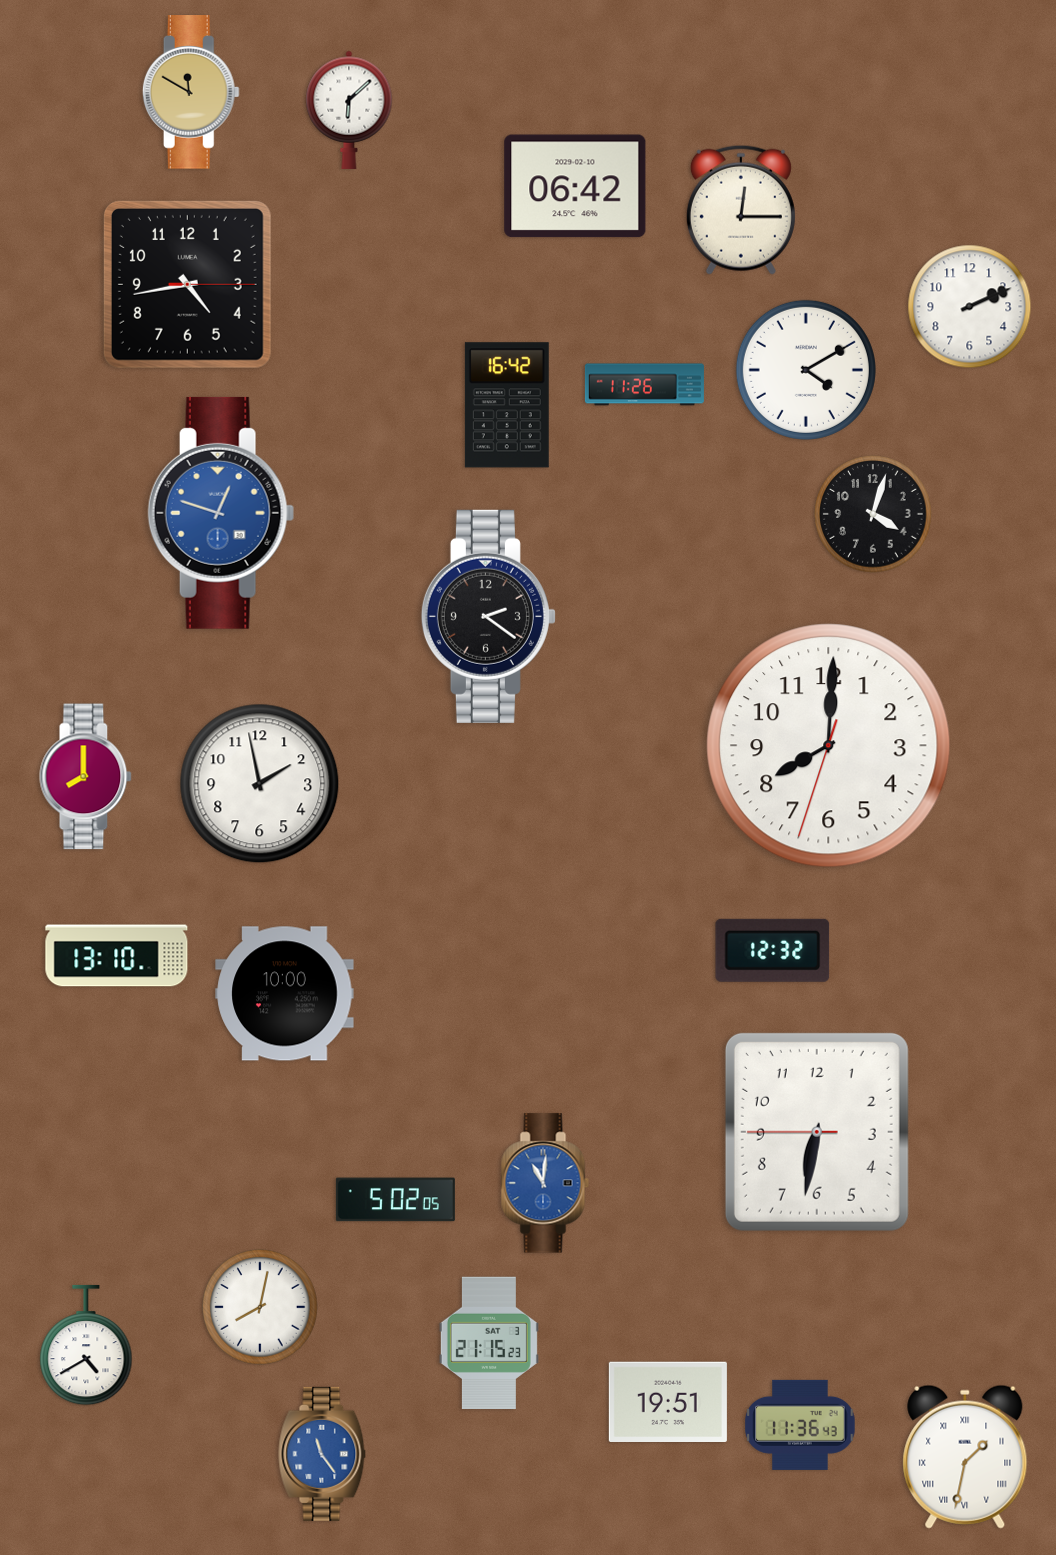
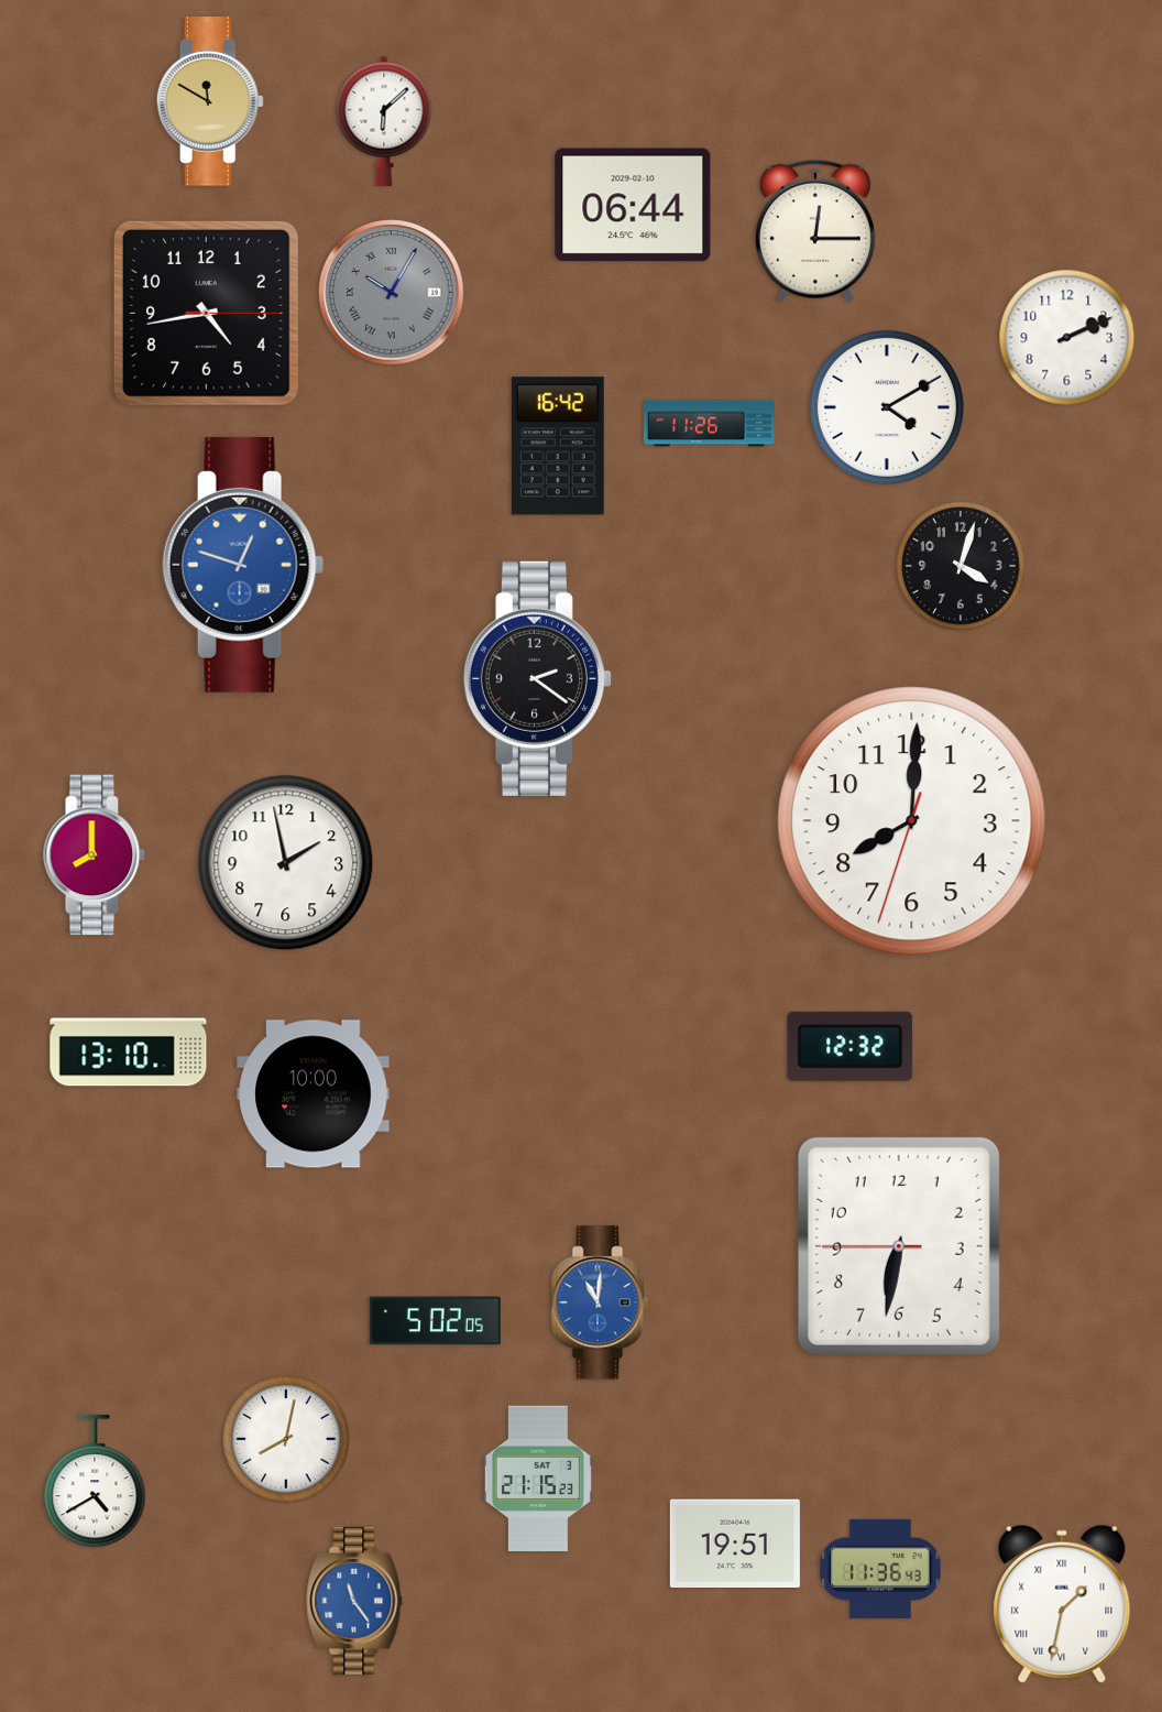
clock at (575, 186): 06:42 -> 06:44
clock at (392, 293): none -> 10:05
